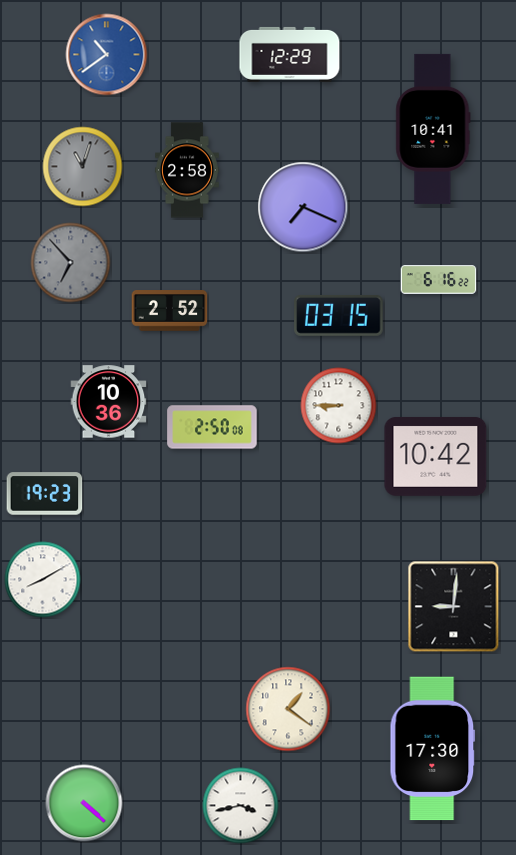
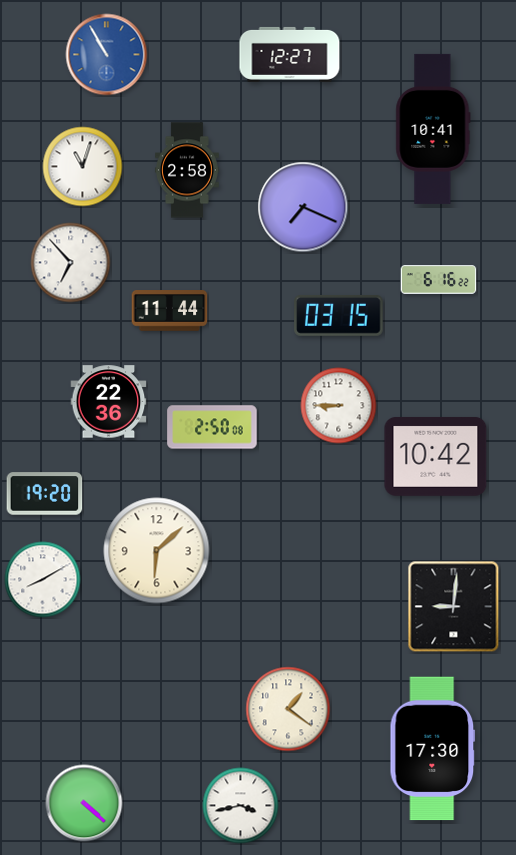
clock at (290, 54): 12:29 -> 12:27
clock at (107, 55): 10:39 -> 10:55
clock at (83, 167) dial: grey -> white
clock at (71, 263) dial: grey -> white
clock at (170, 311): 2:52 -> 11:44
clock at (109, 402): 10:36 -> 22:36
clock at (45, 494): 19:23 -> 19:20
clock at (157, 551): none -> 6:08
